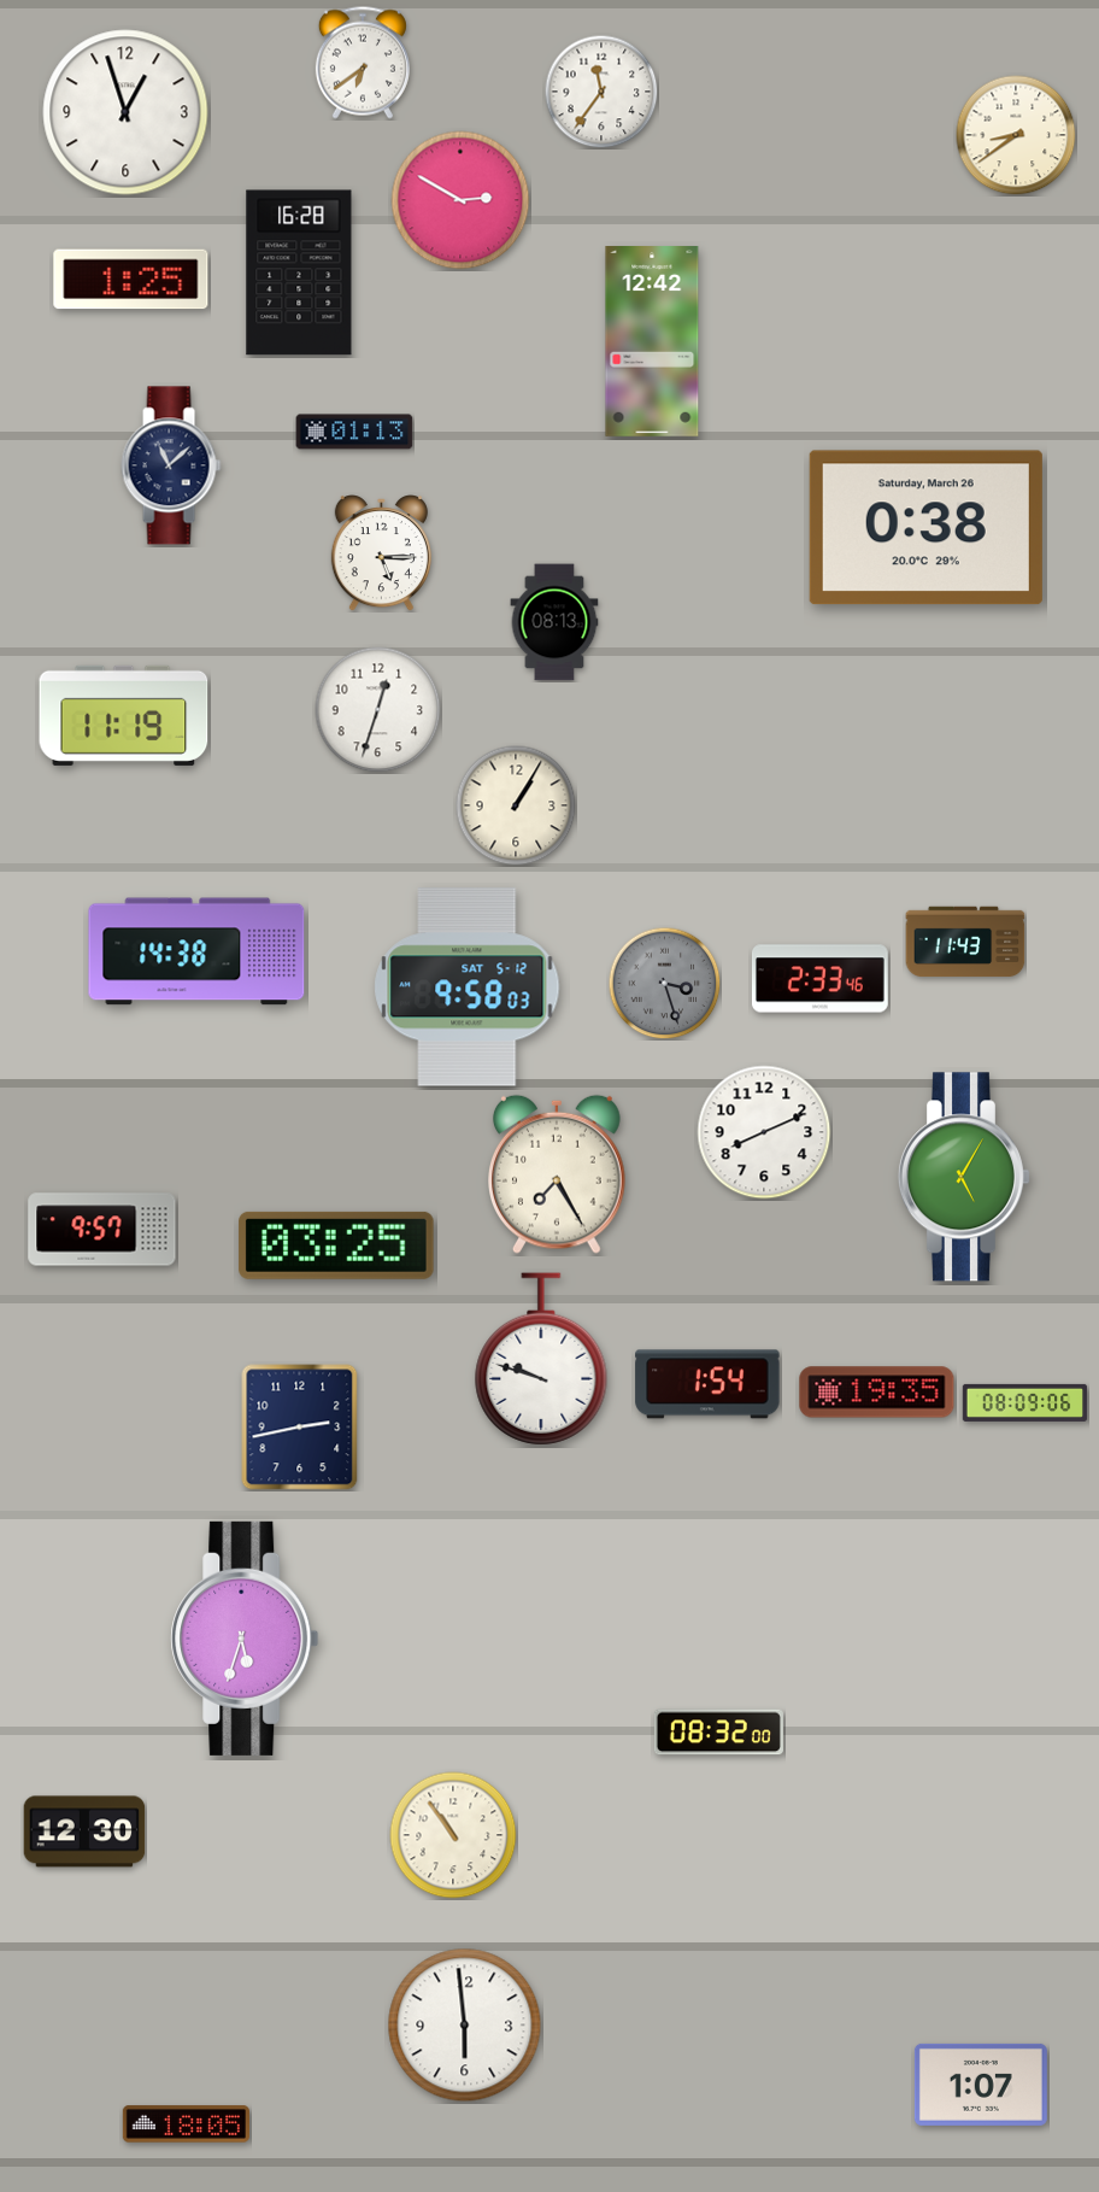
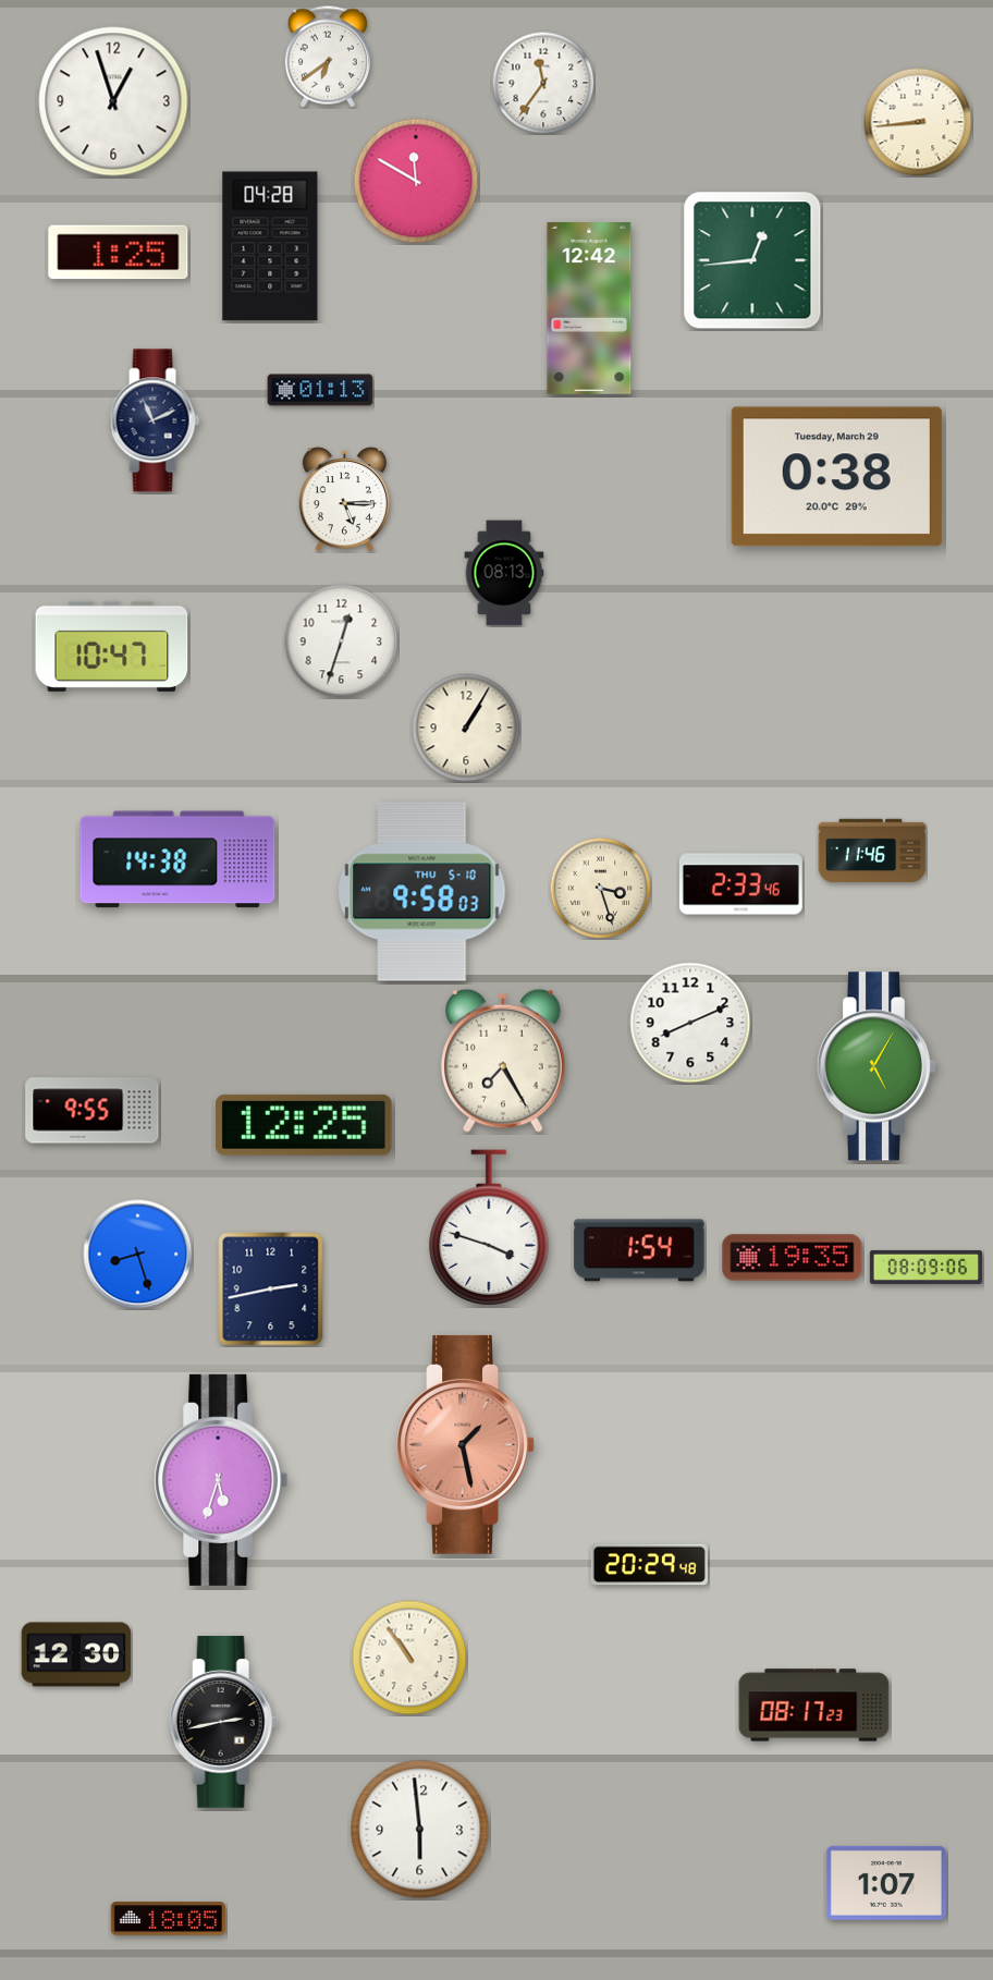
clock at (1016, 135): 8:39 -> 8:44
clock at (460, 200): 2:50 -> 11:50
clock at (299, 272): 16:28 -> 04:28
clock at (752, 260): none -> 12:44
clock at (171, 465): 11:08 -> 11:11
clock at (925, 528) date: Saturday, March 26 -> Tuesday, March 29
clock at (554, 622) position: (554, 622) -> (504, 573)
clock at (124, 715): 11:19 -> 10:47
clock at (965, 942): 11:43 -> 11:46
clock at (664, 983) dial: grey -> cream
clock at (468, 987) date: SAT 5-12 -> THU 5-10
clock at (964, 1177) position: (964, 1177) -> (876, 1066)
clock at (102, 1230): 9:57 -> 9:55
clock at (336, 1246): 03:25 -> 12:25
clock at (541, 1359): 9:48 -> 3:48
clock at (138, 1255): none -> 8:27
clock at (466, 1444): none -> 1:28
clock at (718, 1733): 08:32 -> 20:29
clock at (814, 1706): none -> 08:17
clock at (223, 1722): none -> 2:43
